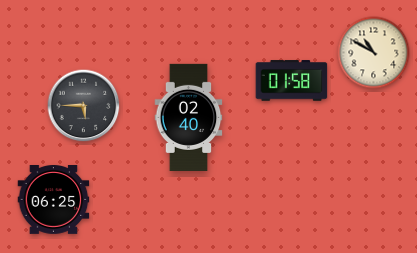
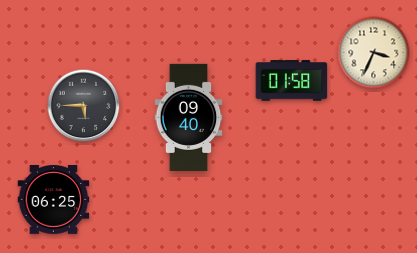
clock at (374, 53): 10:50 -> 3:34
clock at (189, 117): 02:40 -> 09:40
